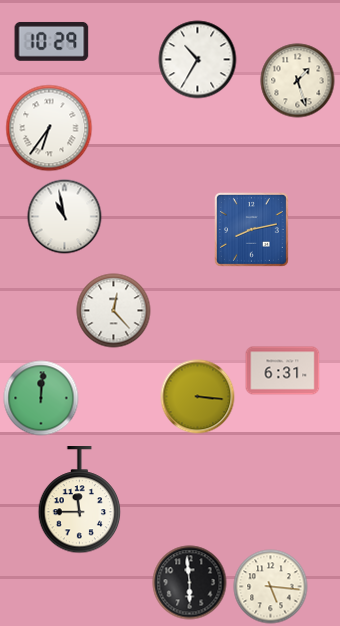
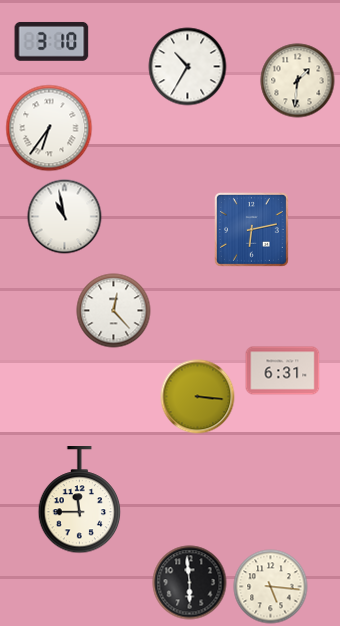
clock at (52, 41): 10:29 -> 3:10
clock at (198, 60) position: (198, 60) -> (188, 67)
clock at (298, 81): 1:27 -> 1:31
clock at (251, 229): 8:13 -> 6:13
clock at (41, 398): 12:01 -> none
